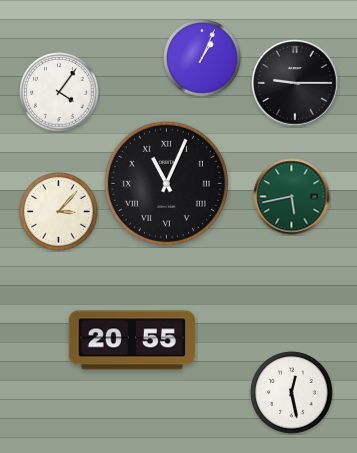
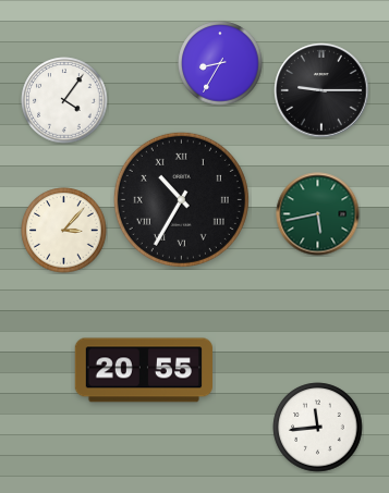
clock at (202, 58): 1:04 -> 8:35
clock at (166, 183): 11:04 -> 10:35
clock at (292, 393): 12:28 -> 11:44
